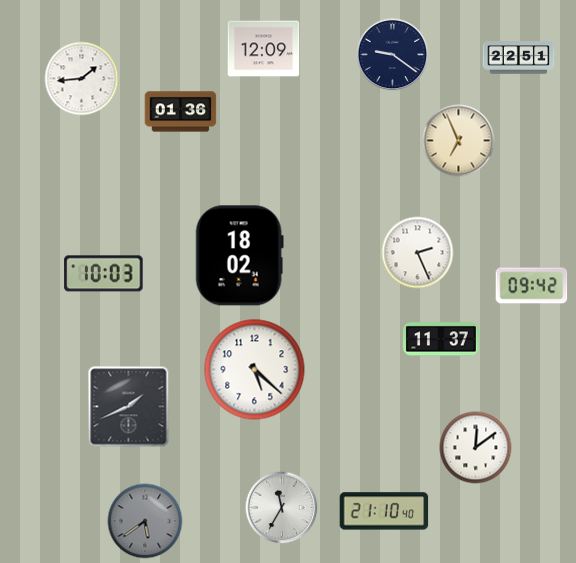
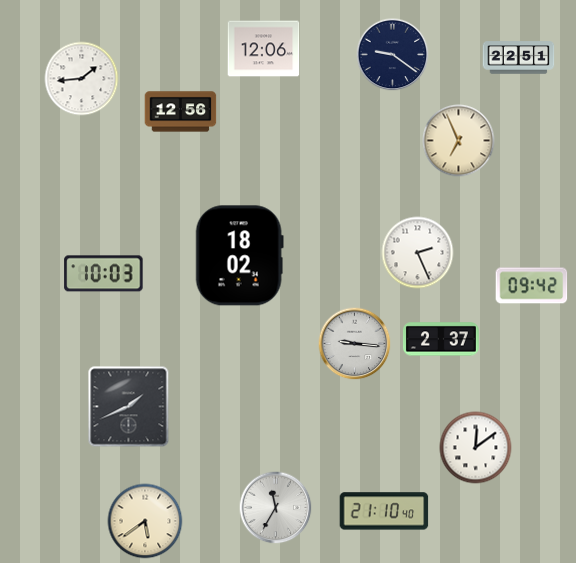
clock at (264, 49): 12:09 -> 12:06
clock at (181, 112): 01:36 -> 12:56
clock at (441, 339): 11:37 -> 2:37
clock at (355, 344): none -> 9:16
clock at (255, 370): 5:22 -> none
clock at (282, 508) position: (282, 508) -> (276, 508)
clock at (145, 521) dial: grey -> cream
